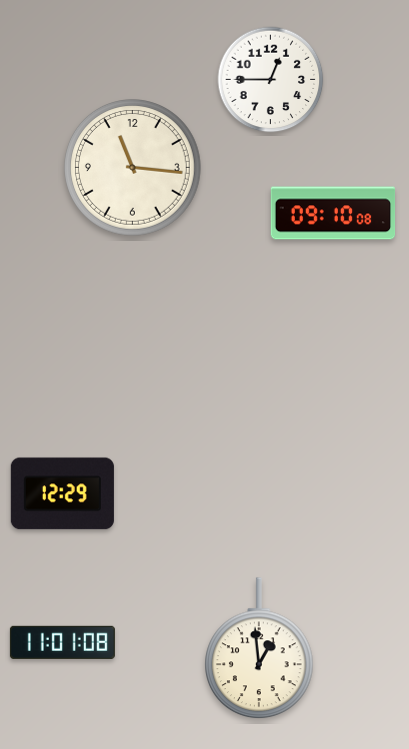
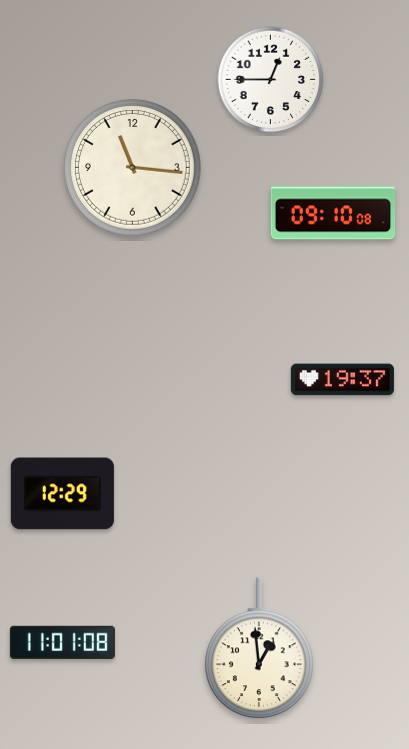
clock at (342, 380): none -> 19:37
